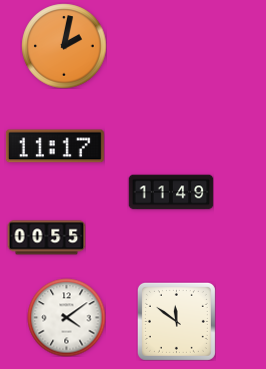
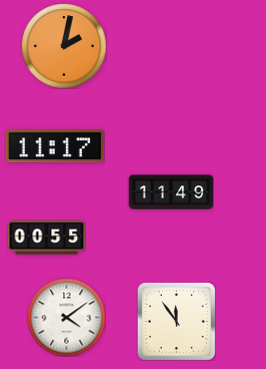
clock at (176, 321): 11:51 -> 11:54
